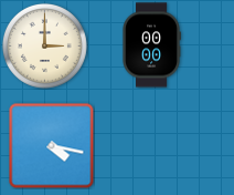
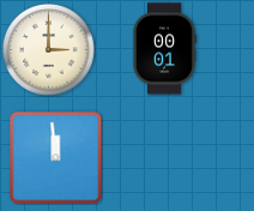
clock at (151, 45): 00:00 -> 00:01
clock at (51, 145): 4:17 -> 11:59
